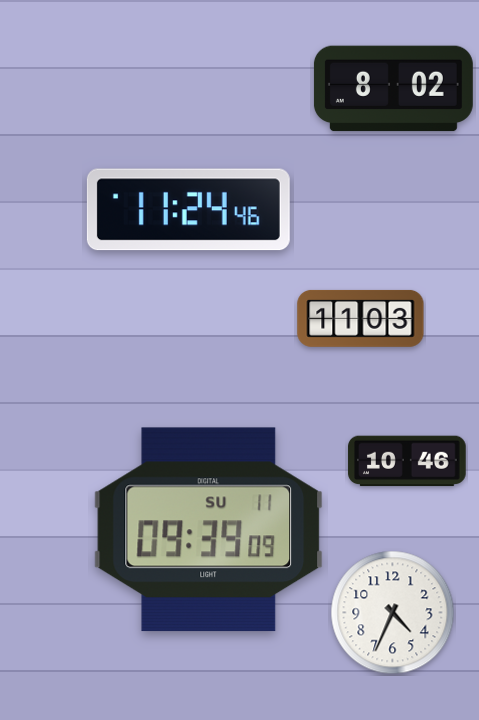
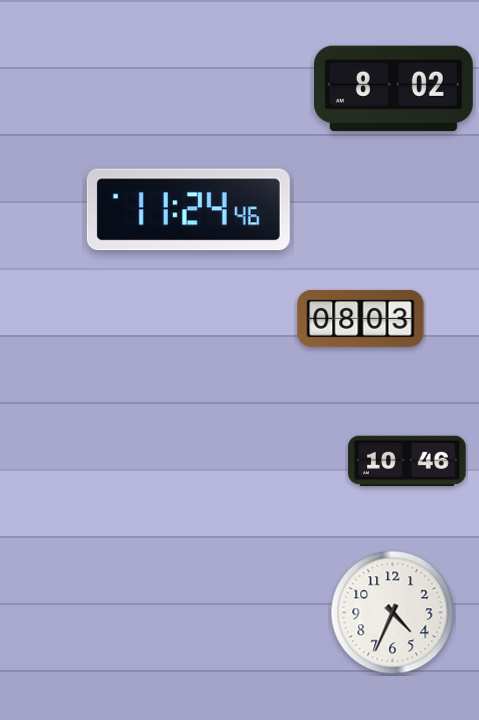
clock at (361, 318): 11:03 -> 08:03
clock at (209, 530): 09:39 -> none
